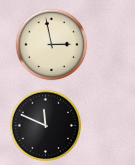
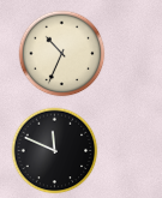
clock at (52, 45): 2:58 -> 10:34
